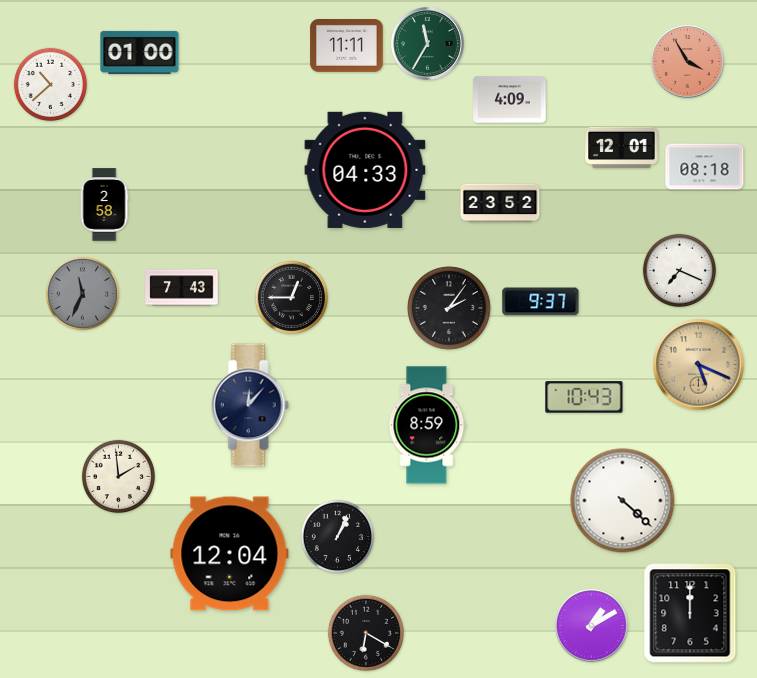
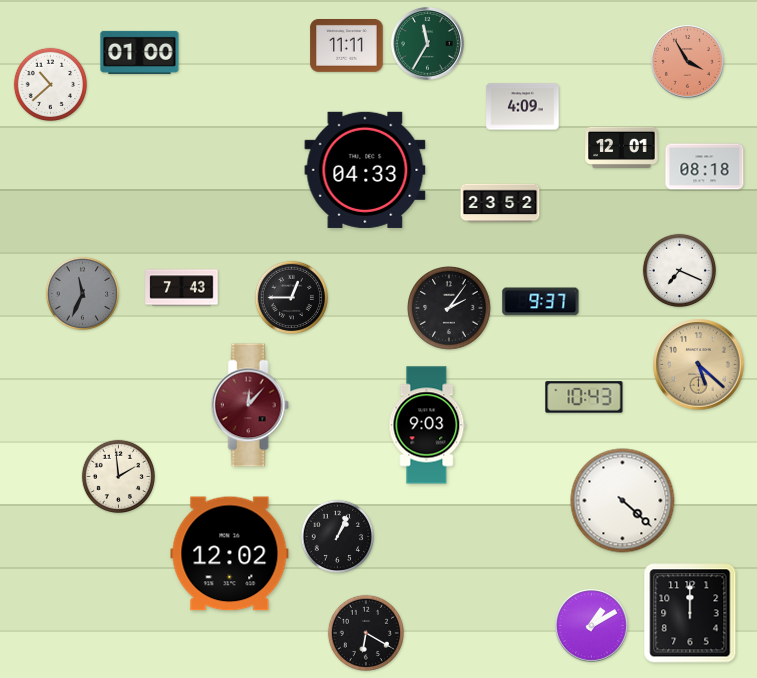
clock at (510, 100) position: (510, 100) -> (523, 107)
clock at (104, 205): 2:58 -> none
clock at (699, 365): 5:19 -> 5:22
clock at (250, 405) dial: navy -> burgundy
clock at (427, 425): 8:59 -> 9:03
clock at (230, 554): 12:04 -> 12:02
